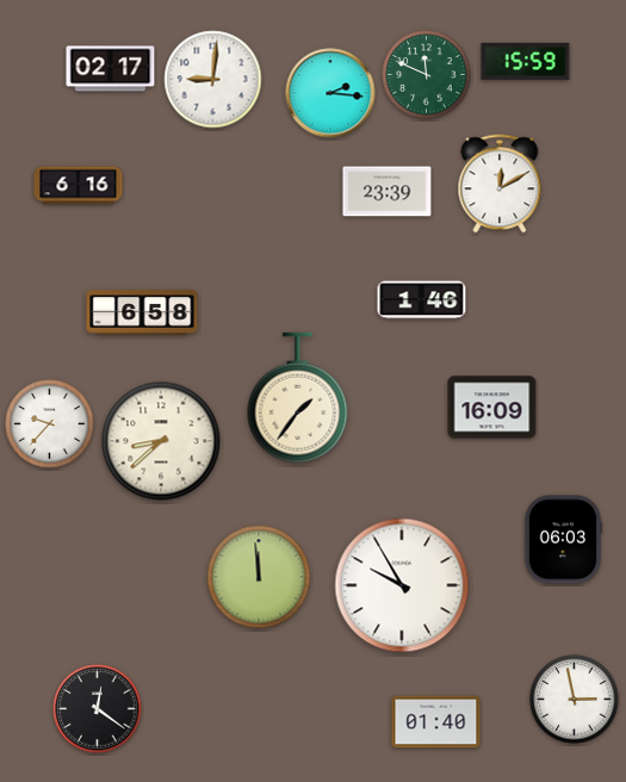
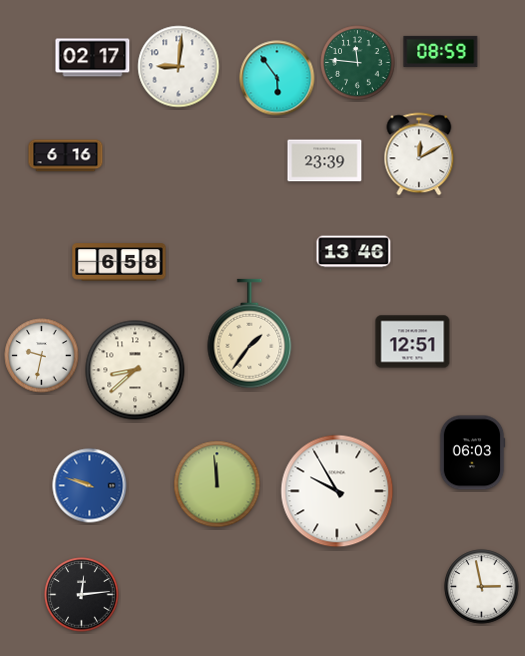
clock at (526, 61): 15:59 -> 08:59
clock at (427, 75): 11:49 -> 11:46
clock at (330, 93): 2:16 -> 5:54
clock at (422, 300): 1:46 -> 13:46
clock at (492, 408): 16:09 -> 12:51
clock at (50, 424): 9:37 -> 9:32
clock at (90, 486): none -> 9:48
clock at (98, 709): 12:21 -> 12:14
clock at (436, 722): 01:40 -> none
